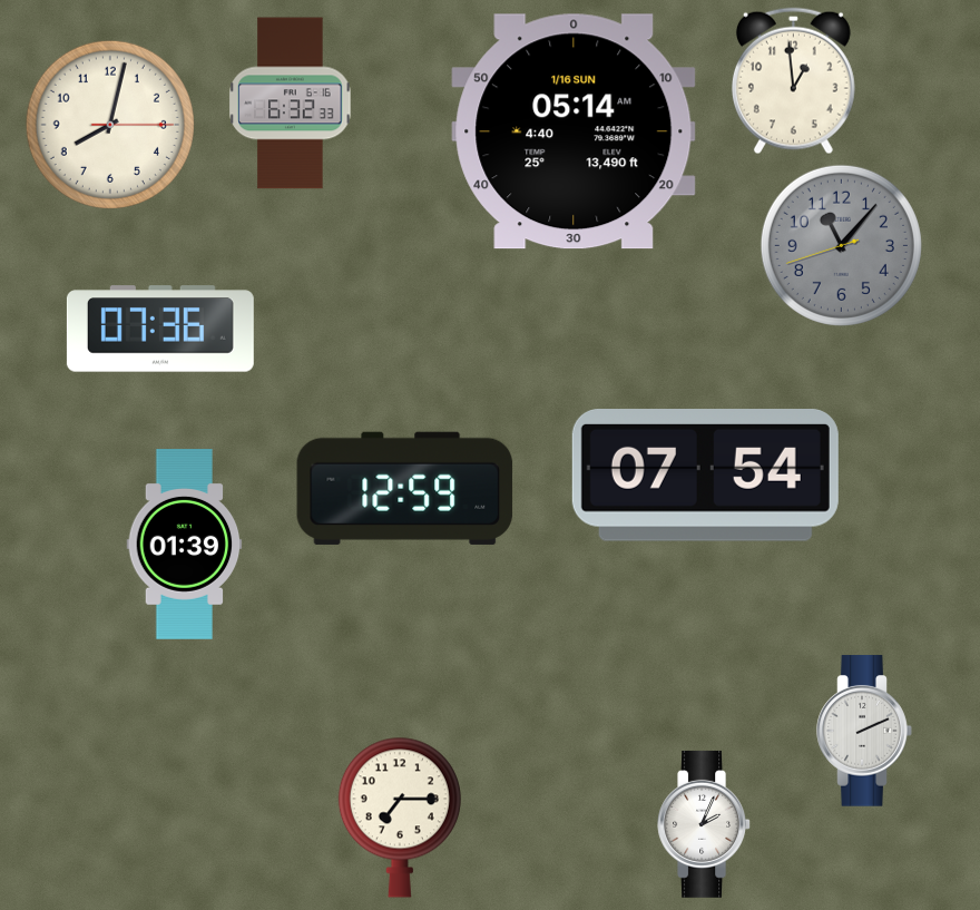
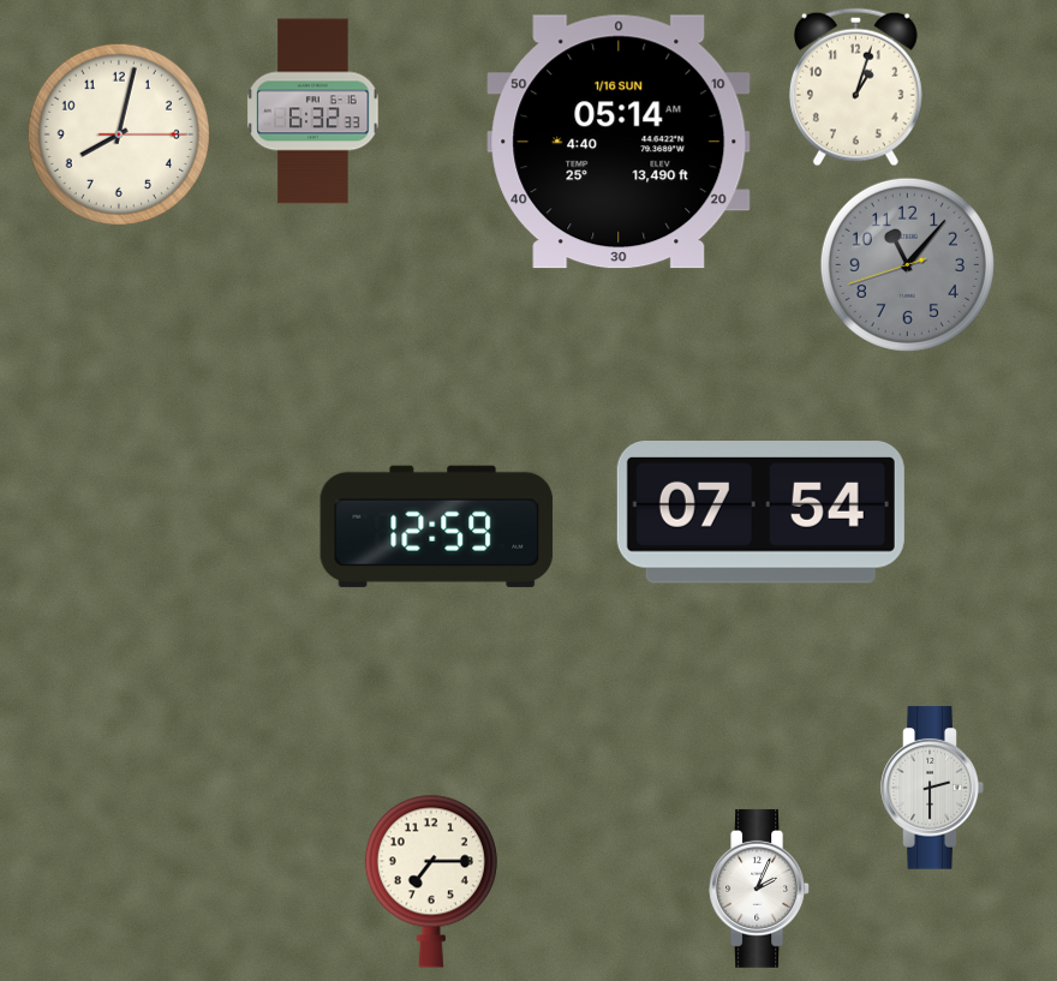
clock at (793, 81): 12:59 -> 1:03
clock at (160, 329): 07:36 -> none
clock at (185, 545): 01:39 -> none
clock at (864, 731): 2:11 -> 2:30
